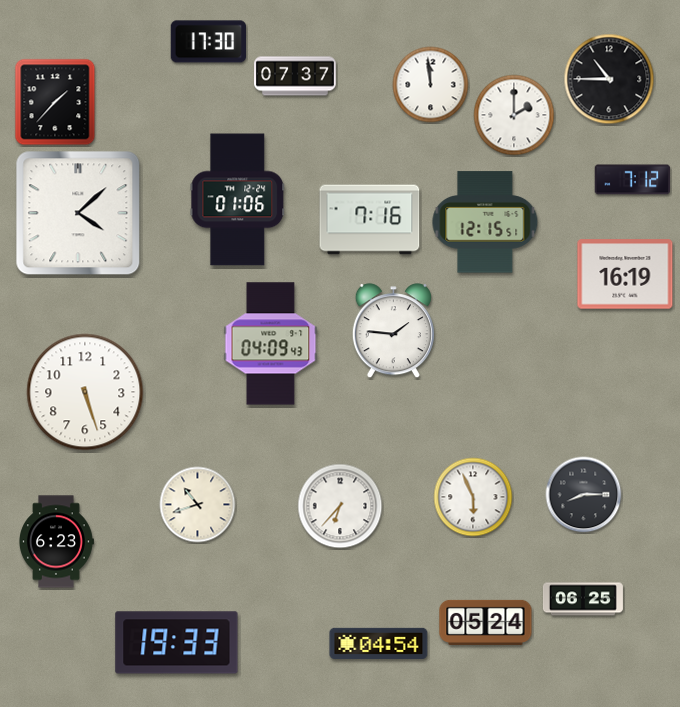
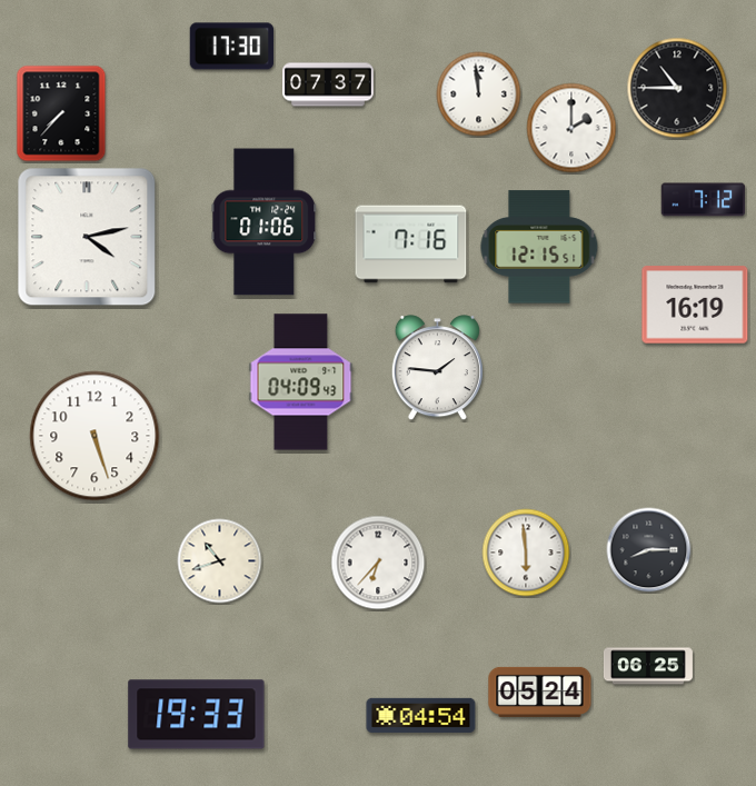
clock at (55, 102): 1:37 -> 7:37
clock at (78, 213): 4:08 -> 4:13
clock at (473, 497): 5:56 -> 5:59
clock at (57, 542): 6:23 -> none
